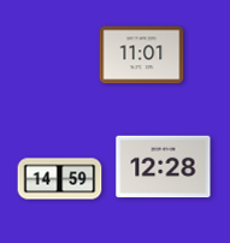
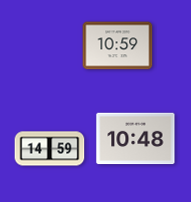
clock at (142, 55): 11:01 -> 10:59
clock at (164, 167): 12:28 -> 10:48
